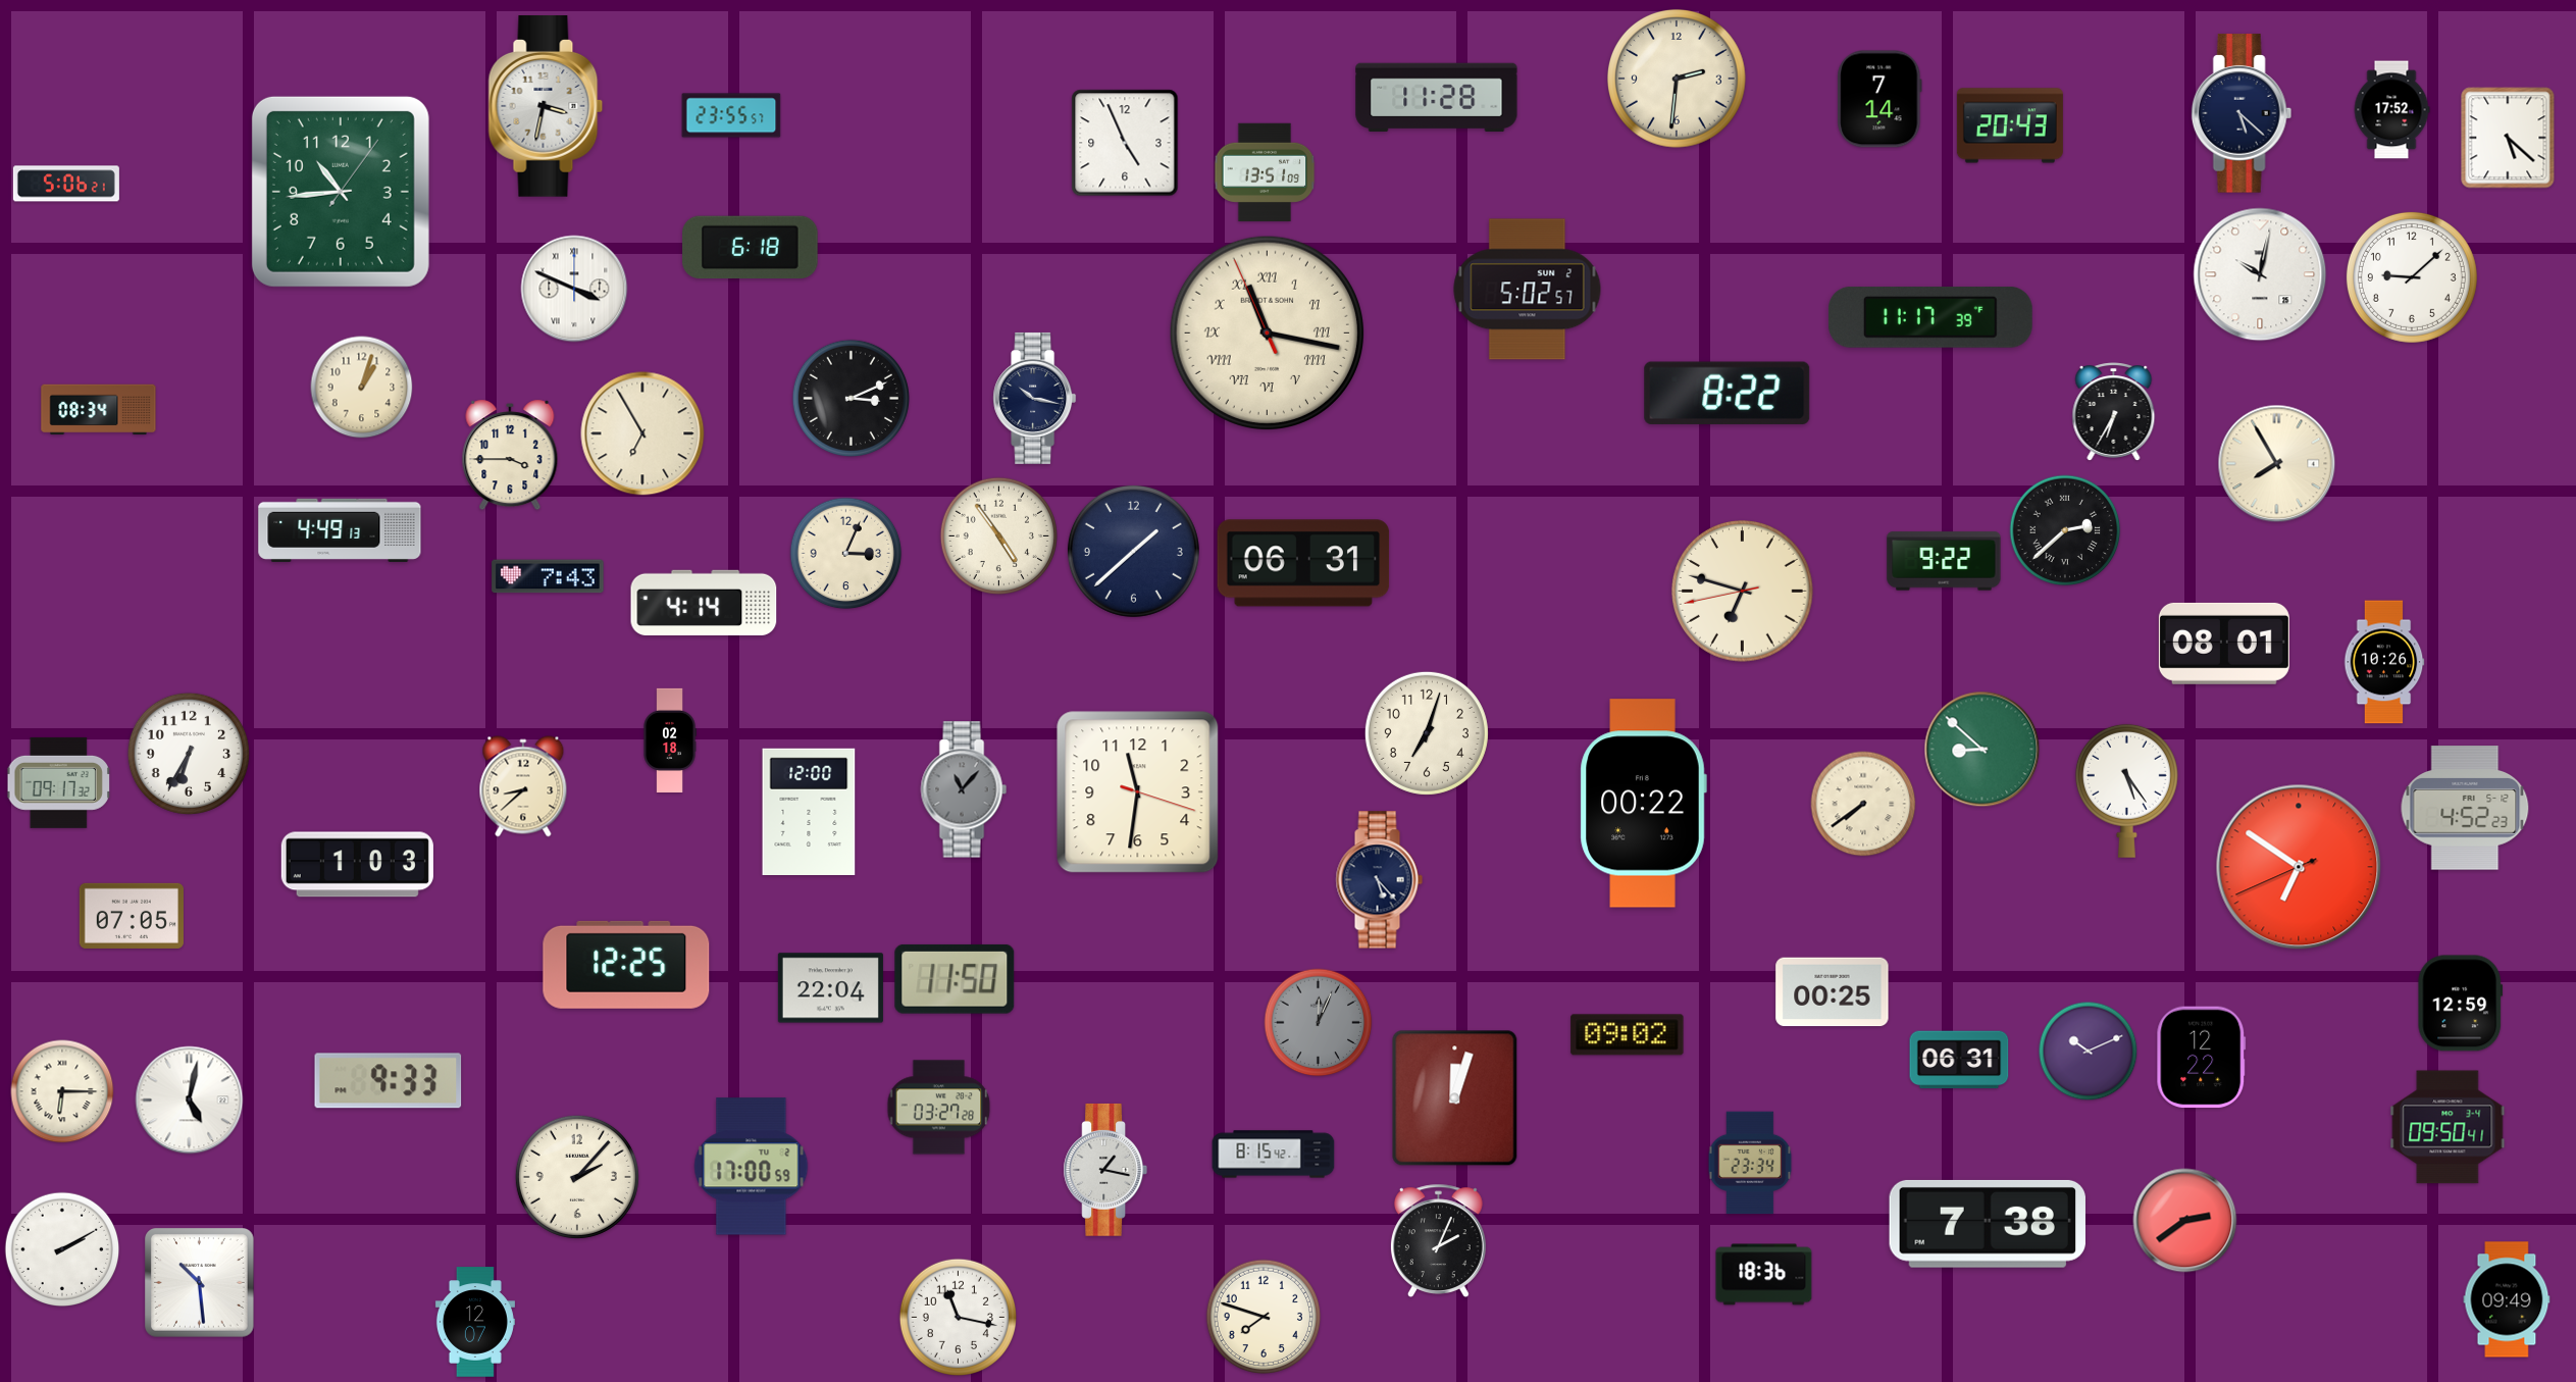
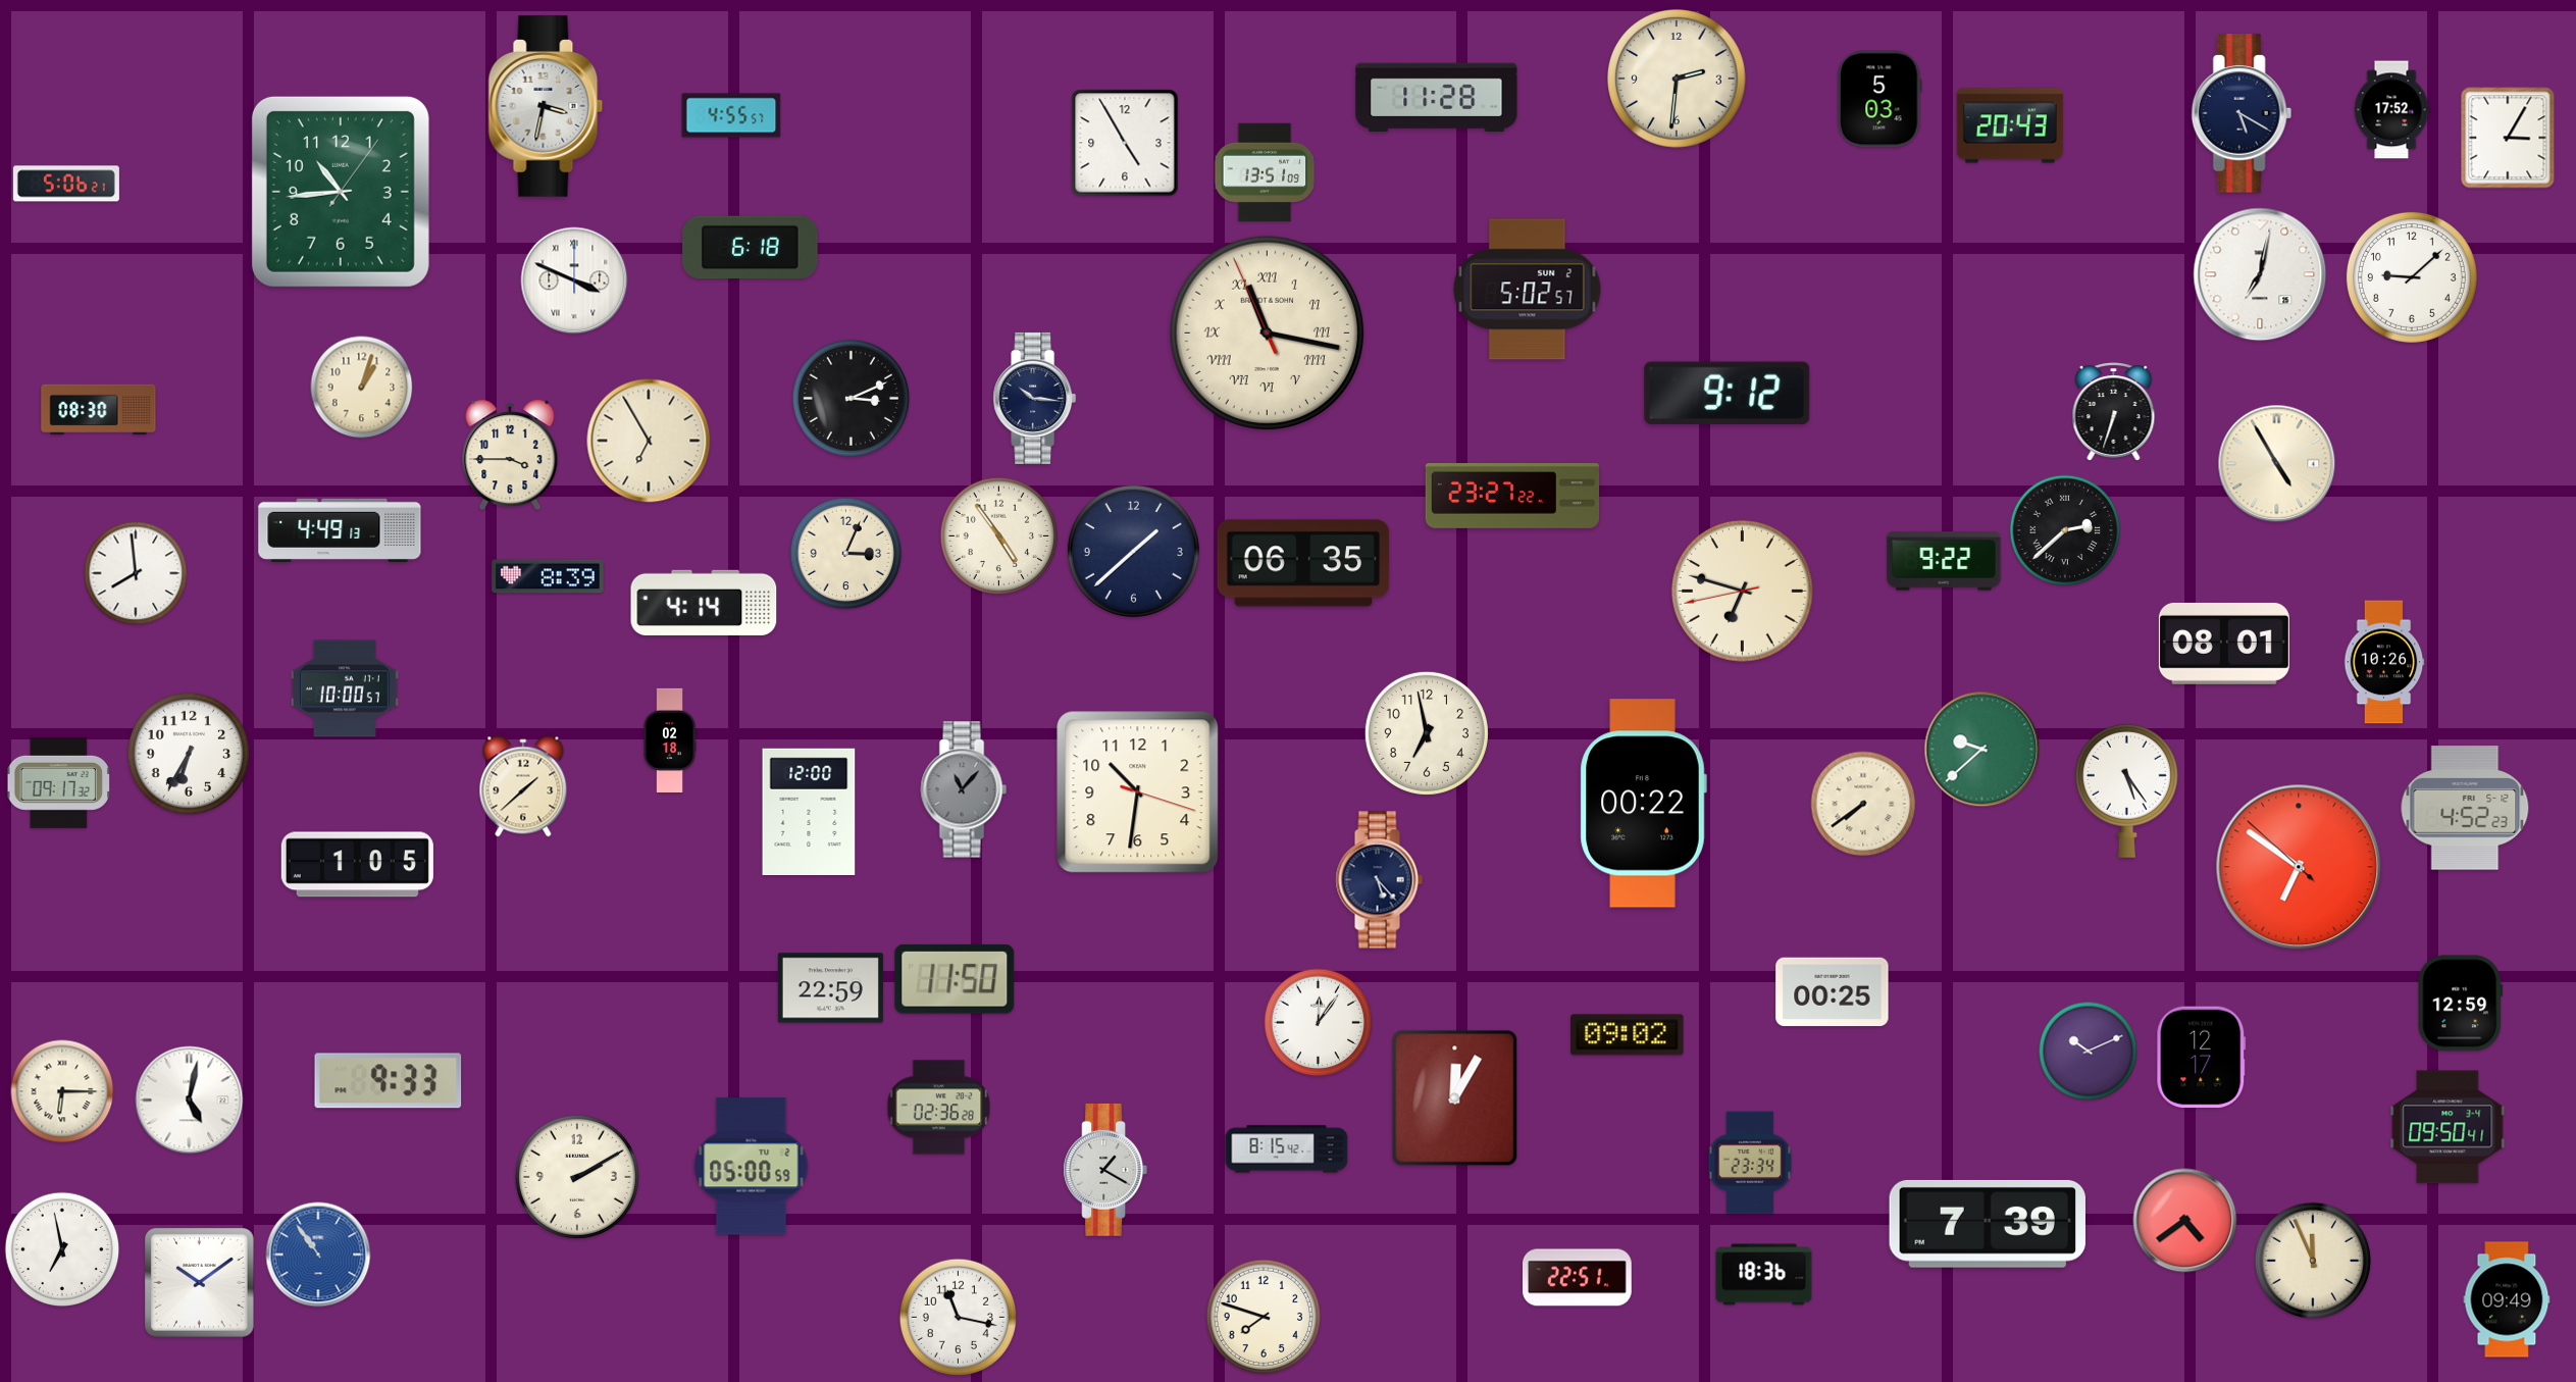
clock at (1879, 99): 7:14 -> 5:03
clock at (2242, 113): 5:22 -> 5:20
clock at (731, 115): 23:55 -> 4:55
clock at (2508, 138): 5:22 -> 3:05
clock at (1125, 143): 4:56 -> 4:55
clock at (2260, 274): 10:02 -> 7:02
clock at (574, 289) position: (574, 289) -> (574, 280)
clock at (1930, 318): 11:17 -> none
clock at (1728, 393): 8:22 -> 9:12
clock at (1035, 398): 10:17 -> 10:16
clock at (99, 410): 08:34 -> 08:30
clock at (2114, 412): 6:35 -> 6:33
clock at (642, 433) position: (642, 433) -> (649, 441)
clock at (2277, 464): 7:55 -> 4:55
clock at (1512, 497): none -> 23:27
clock at (1303, 563): 06:31 -> 06:35
clock at (136, 573): none -> 7:59
clock at (548, 576): 7:43 -> 8:39
clock at (345, 688): none -> 10:00
clock at (1427, 733): 7:03 -> 6:58
clock at (1982, 750): 8:52 -> 9:38
clock at (523, 786): 8:38 -> 1:38
clock at (1138, 792): 11:31 -> 10:31
clock at (357, 865): 1:03 -> 1:05
clock at (2299, 867): 6:50:41 -> 6:50:52
clock at (132, 916): 07:05 -> none
clock at (626, 965): 12:25 -> none
clock at (830, 988): 22:04 -> 22:59
clock at (1319, 1023): 12:04 -> 12:06
clock at (1319, 1023) dial: grey -> white
clock at (2202, 1058): 12:22 -> 12:17
clock at (1959, 1060): 06:31 -> none
clock at (1455, 1098): 12:03 -> 12:05
clock at (939, 1108): 03:27 -> 02:36
clock at (1274, 1155) position: (1274, 1155) -> (1287, 1149)
clock at (752, 1167): 17:00 -> 05:00
clock at (1105, 1170): 1:17 -> 1:20
clock at (577, 1177): 2:07 -> 2:10
clock at (2185, 1221): 2:39 -> 4:39
clock at (1988, 1224): 7:38 -> 7:39
clock at (1438, 1240): 2:04 -> none
clock at (62, 1249): 2:10 -> 6:58
clock at (318, 1255): none -> 10:54
clock at (2312, 1260): none -> 11:56
clock at (1578, 1278): none -> 22:51
clock at (200, 1283): 10:29 -> 10:09
clock at (475, 1322): 12:07 -> none
